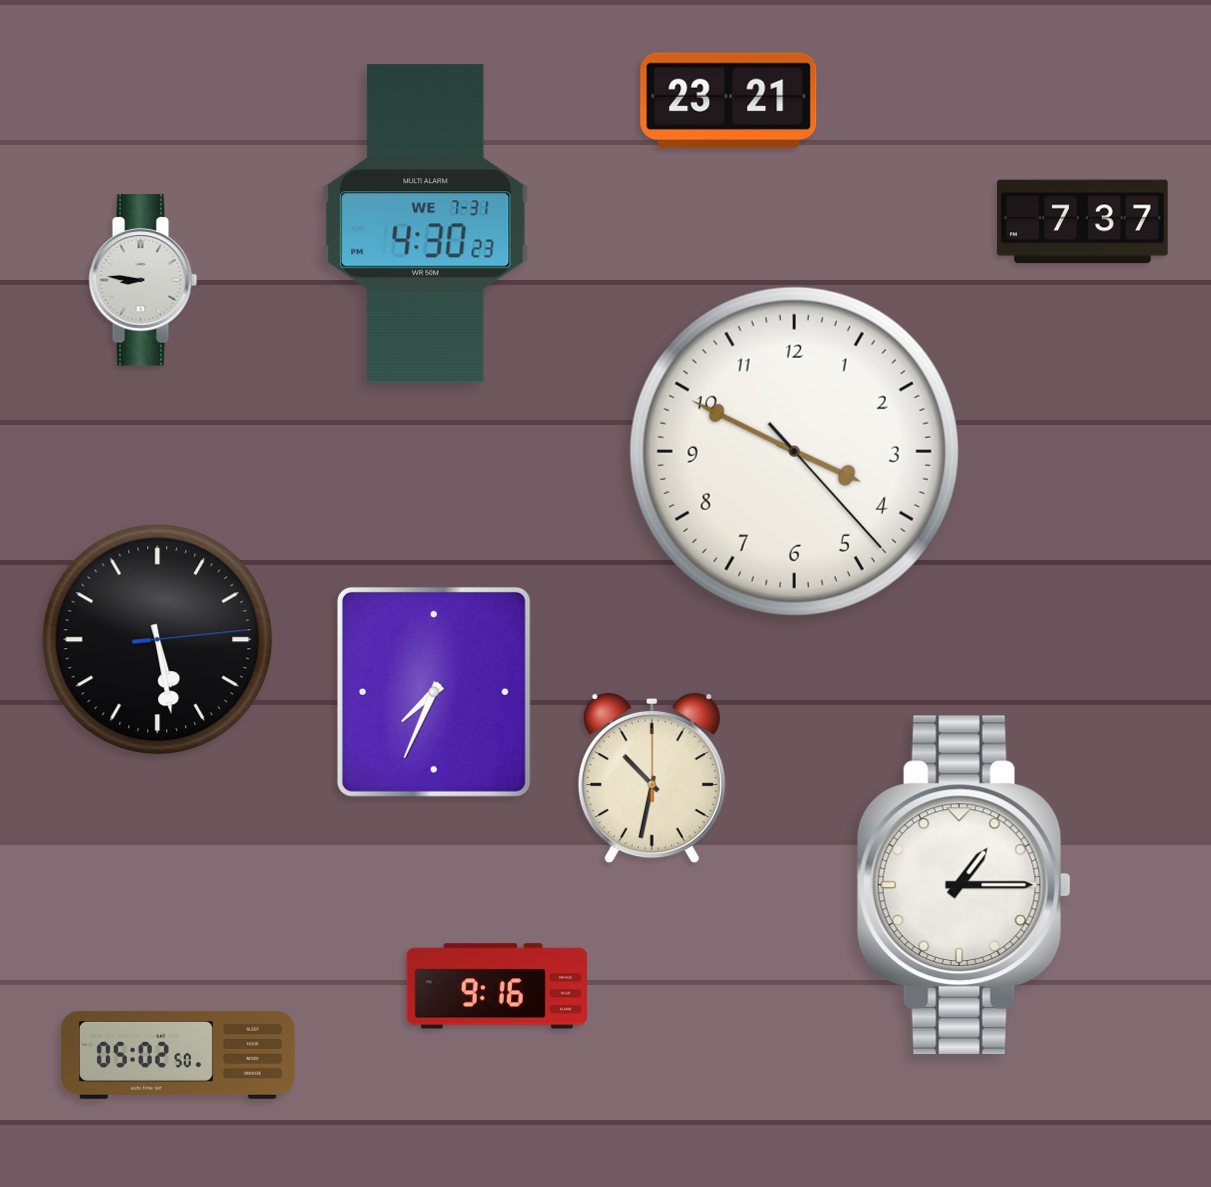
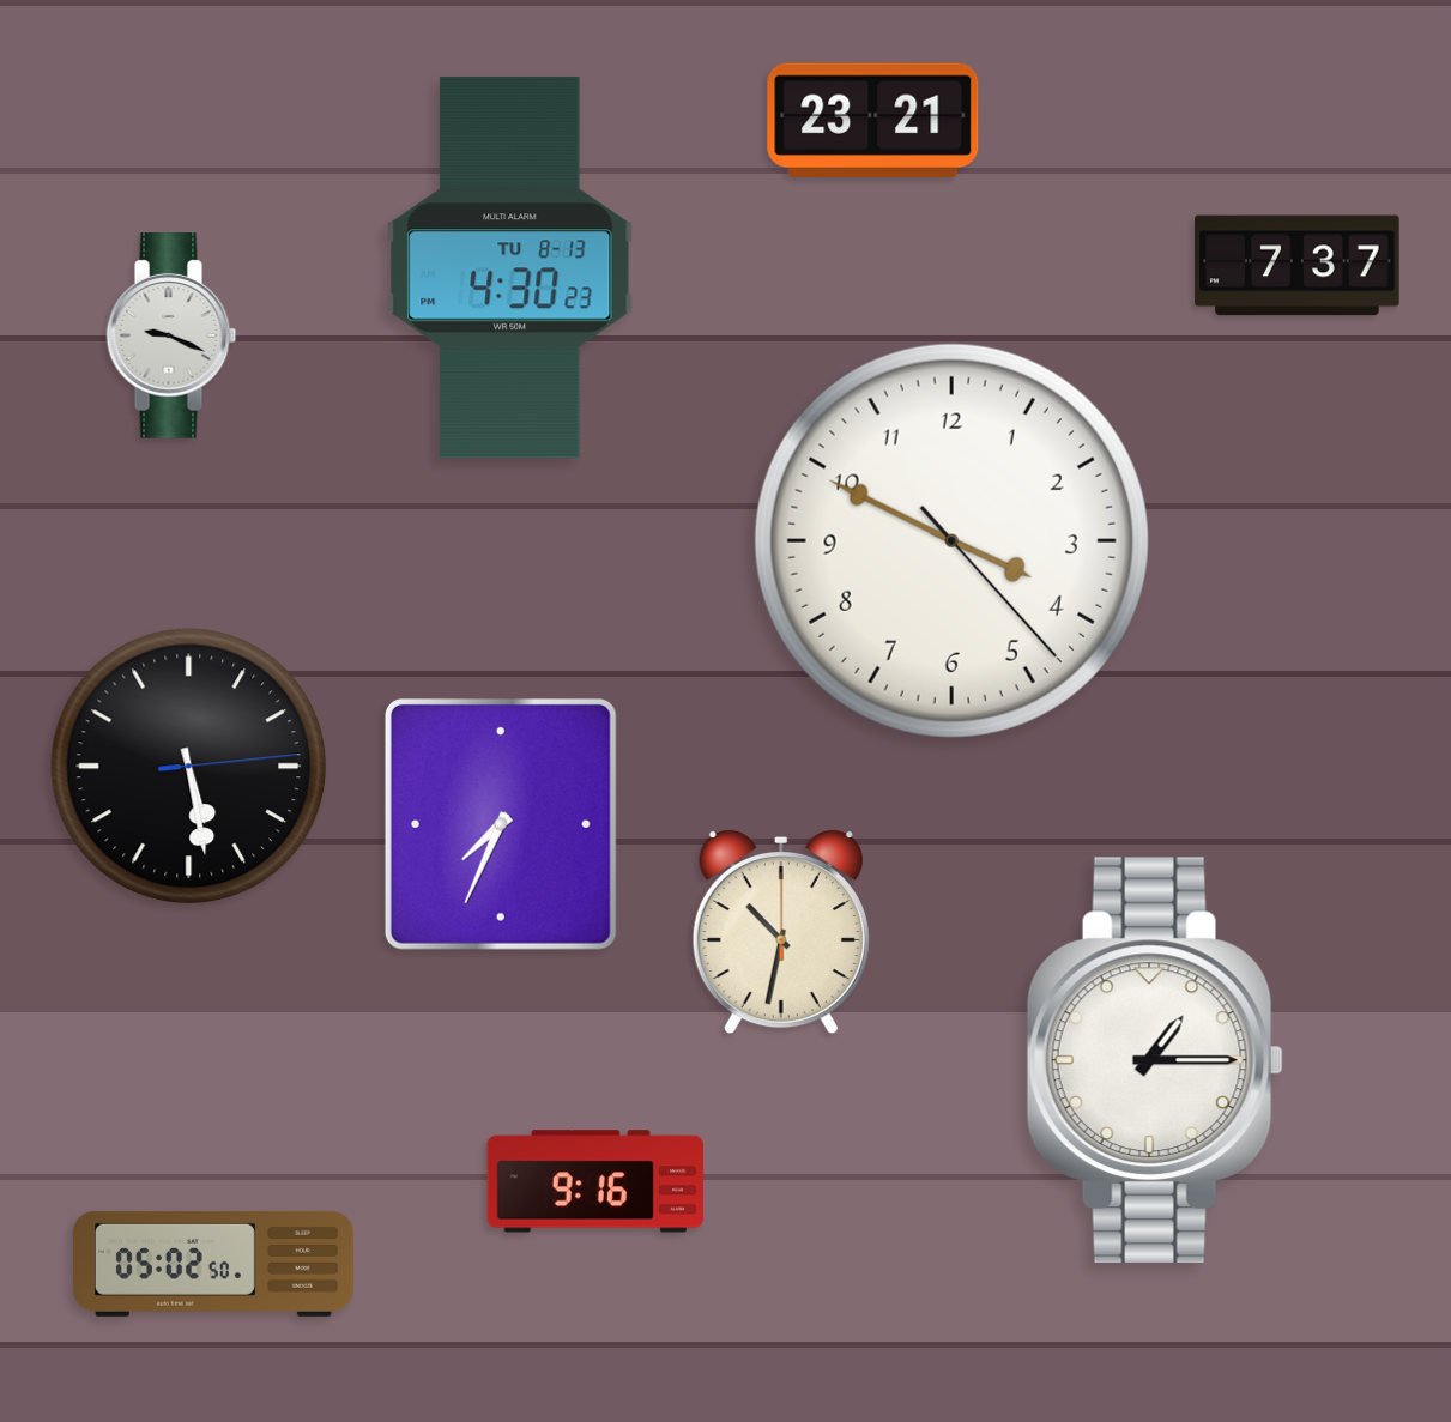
clock at (426, 224) date: WE 7-31 -> TU 8-13
clock at (143, 280): 8:46 -> 9:19
clock at (434, 692) position: (434, 692) -> (501, 824)
